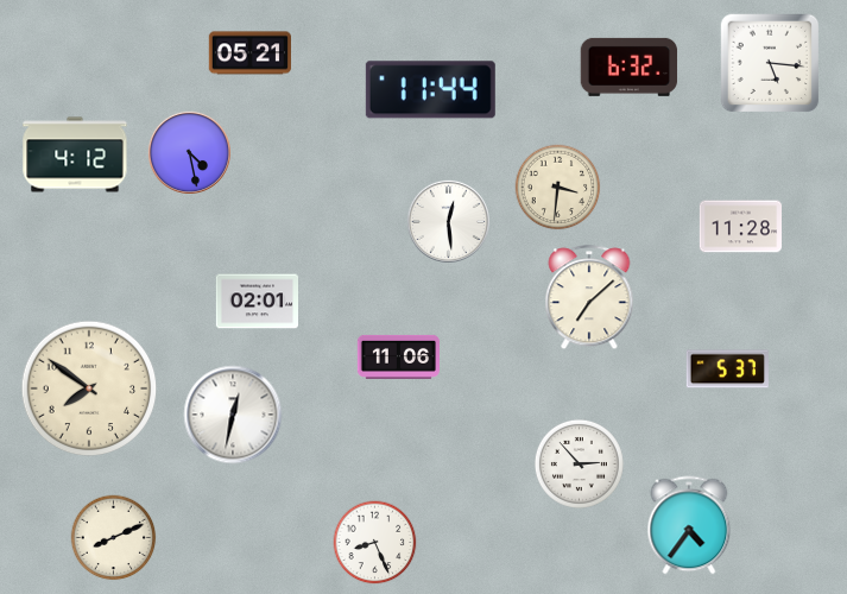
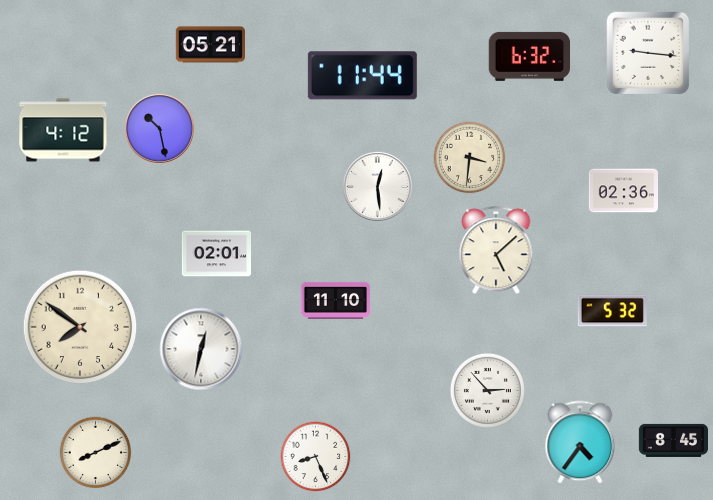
clock at (770, 63): 5:16 -> 9:16
clock at (189, 152): 4:28 -> 10:28
clock at (740, 227): 11:28 -> 02:36
clock at (589, 298): 7:08 -> 5:08
clock at (398, 356): 11:06 -> 11:10
clock at (727, 369): 5:37 -> 5:32
clock at (89, 388) position: (89, 388) -> (80, 327)
clock at (233, 415) position: (233, 415) -> (201, 349)
clock at (673, 440): none -> 8:45
